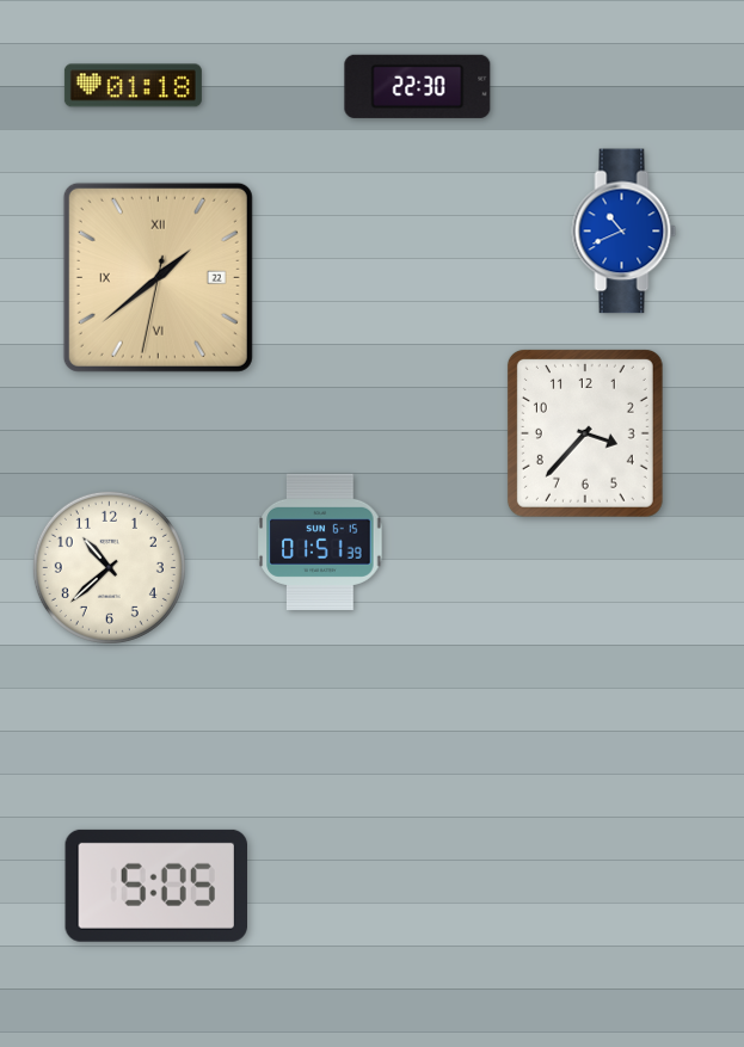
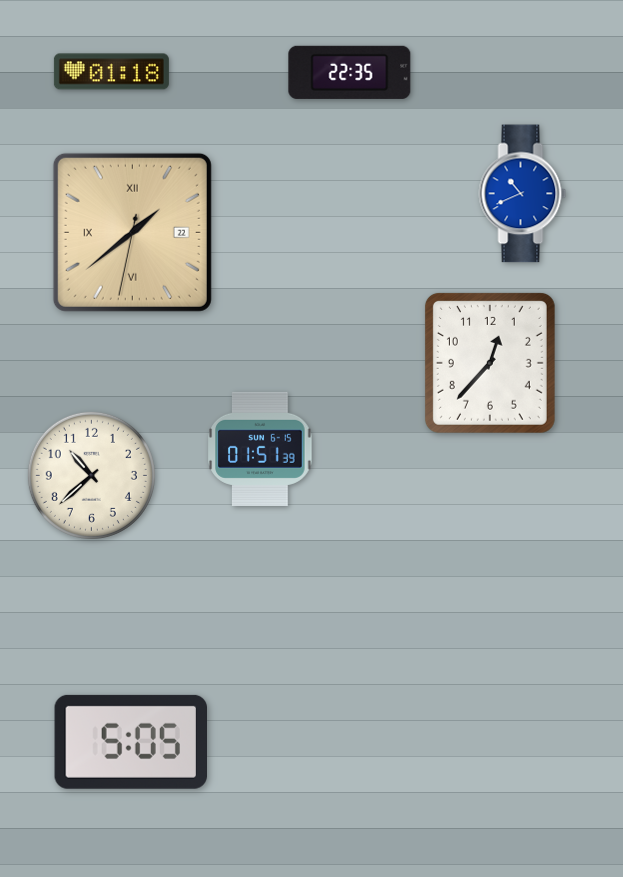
clock at (418, 86): 22:30 -> 22:35
clock at (585, 433): 3:37 -> 12:37
clock at (320, 542) position: (320, 542) -> (260, 449)
